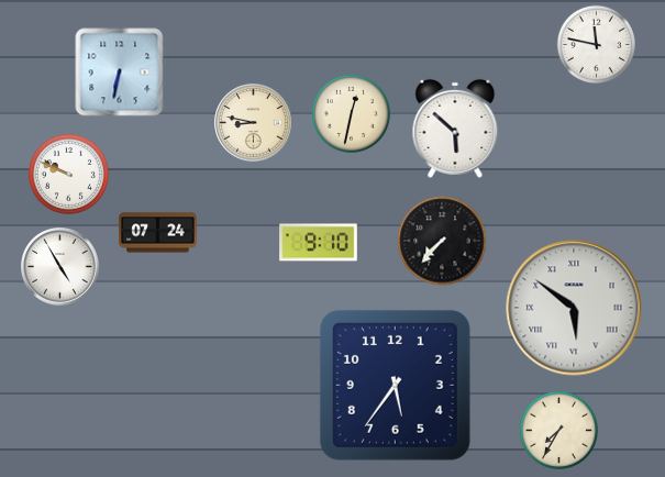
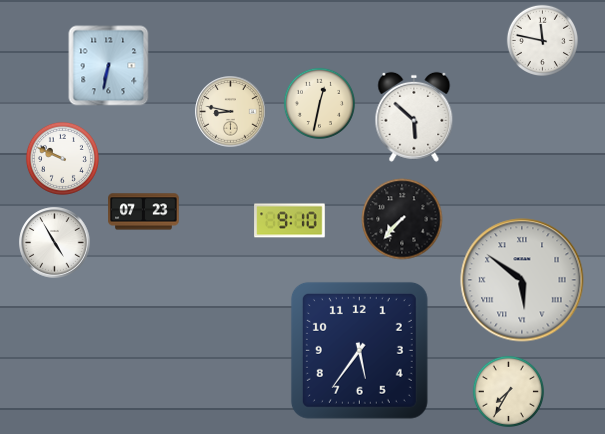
clock at (158, 233): 07:24 -> 07:23
